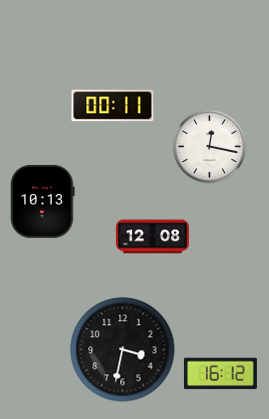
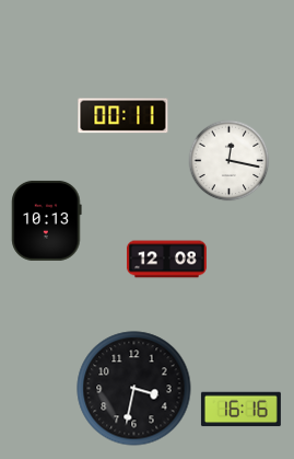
clock at (123, 350) position: (123, 350) -> (134, 389)
clock at (220, 374): 16:12 -> 16:16
